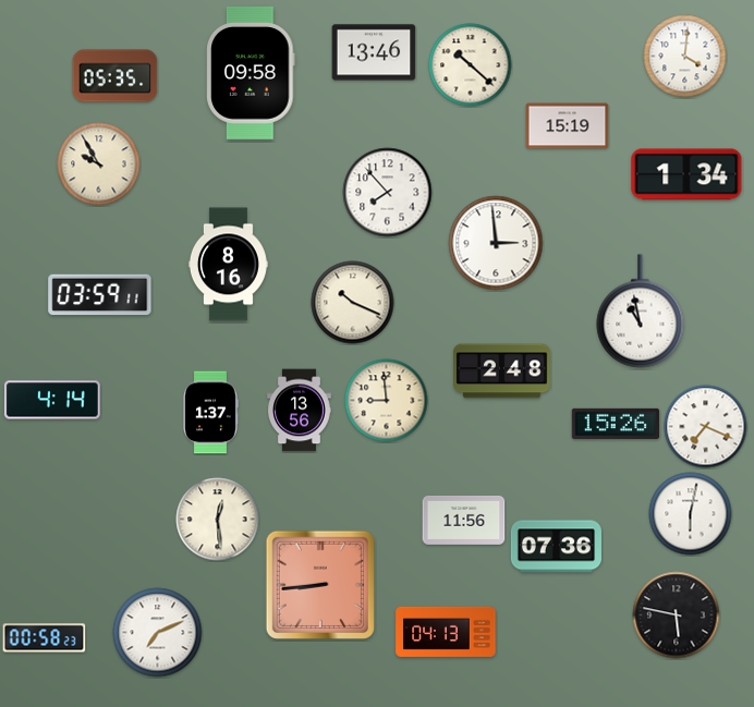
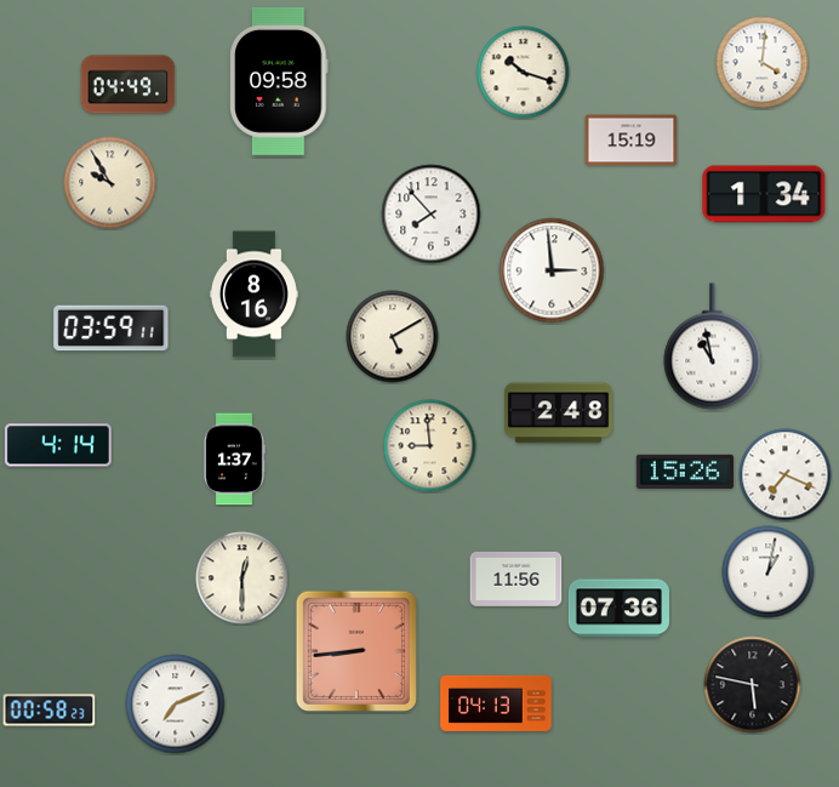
clock at (374, 52): 13:46 -> none
clock at (471, 65): 10:22 -> 10:18
clock at (115, 76): 05:35 -> 04:49
clock at (353, 303): 10:19 -> 5:10
clock at (300, 411): 13:56 -> none
clock at (691, 514): 6:02 -> 1:02
clock at (218, 520): 12:29 -> 12:30
